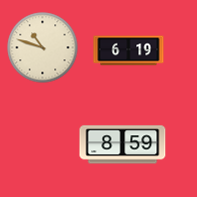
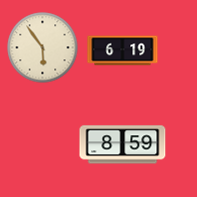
clock at (43, 48): 10:48 -> 5:54
clock at (129, 51) position: (129, 51) -> (123, 51)
